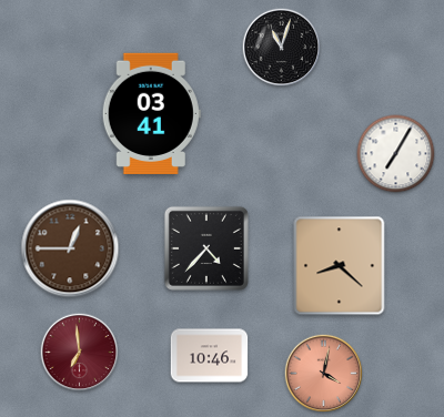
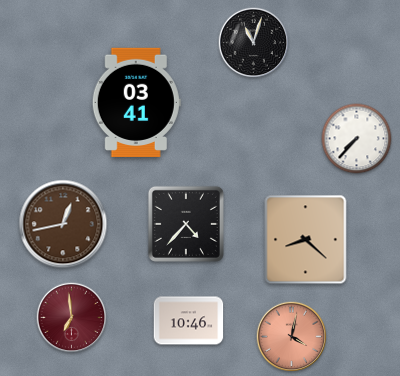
clock at (396, 154): 7:05 -> 7:37
clock at (70, 248): 12:45 -> 12:43
